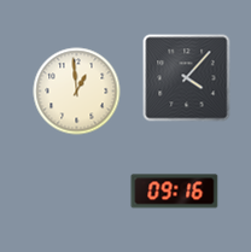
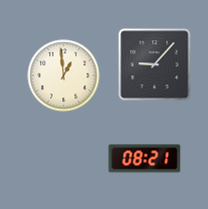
clock at (187, 78): 4:07 -> 9:07
clock at (175, 192): 09:16 -> 08:21
